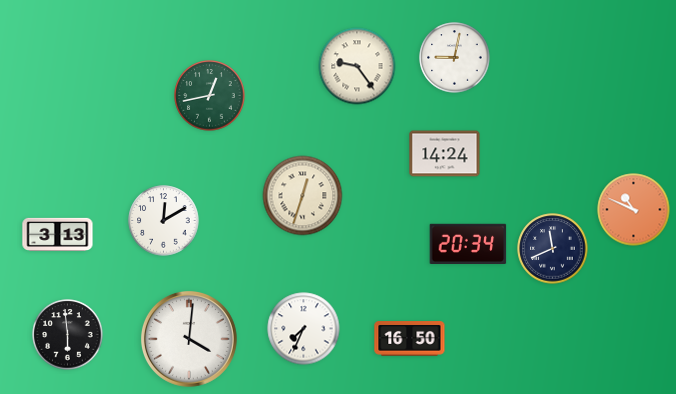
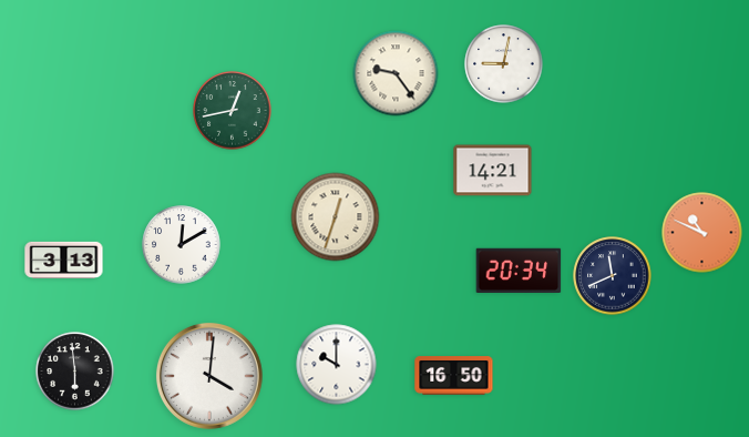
clock at (210, 96) position: (210, 96) -> (233, 111)
clock at (445, 154): 14:24 -> 14:21
clock at (304, 329): 7:34 -> 10:00
